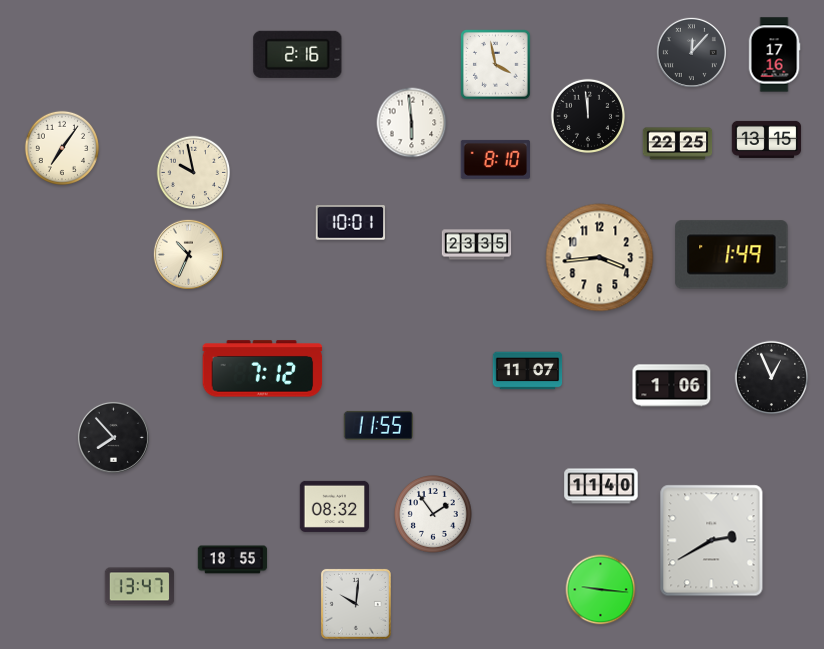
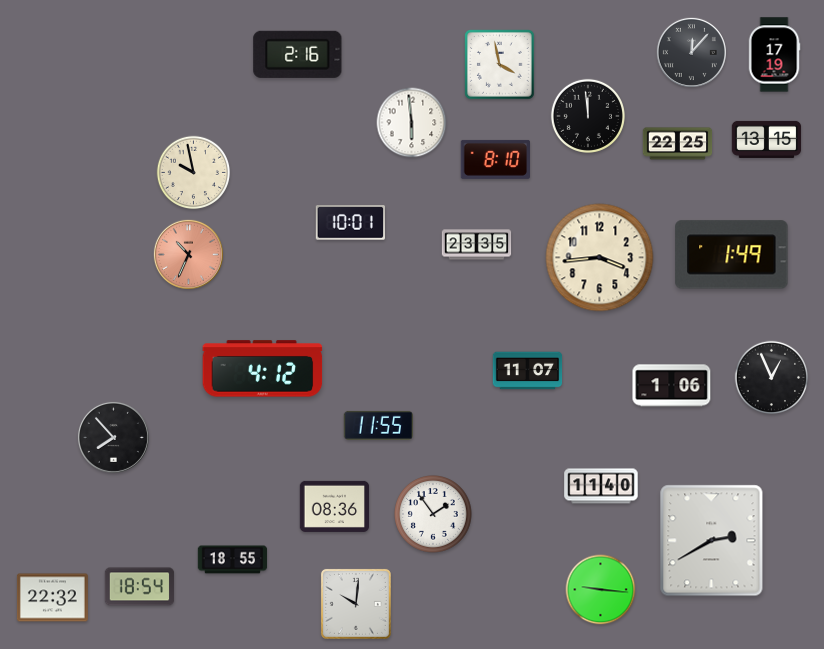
clock at (774, 55): 17:16 -> 17:19
clock at (496, 65) position: (496, 65) -> (500, 65)
clock at (62, 148): 7:06 -> none
clock at (188, 254) dial: cream -> salmon
clock at (263, 369): 7:12 -> 4:12
clock at (335, 506): 08:32 -> 08:36
clock at (140, 587): 13:47 -> 18:54
clock at (52, 598): none -> 22:32
